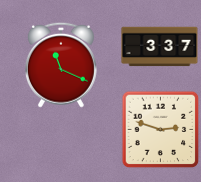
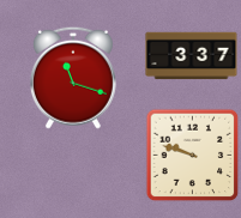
clock at (61, 65): 11:19 -> 11:18
clock at (160, 129): 2:48 -> 9:48
